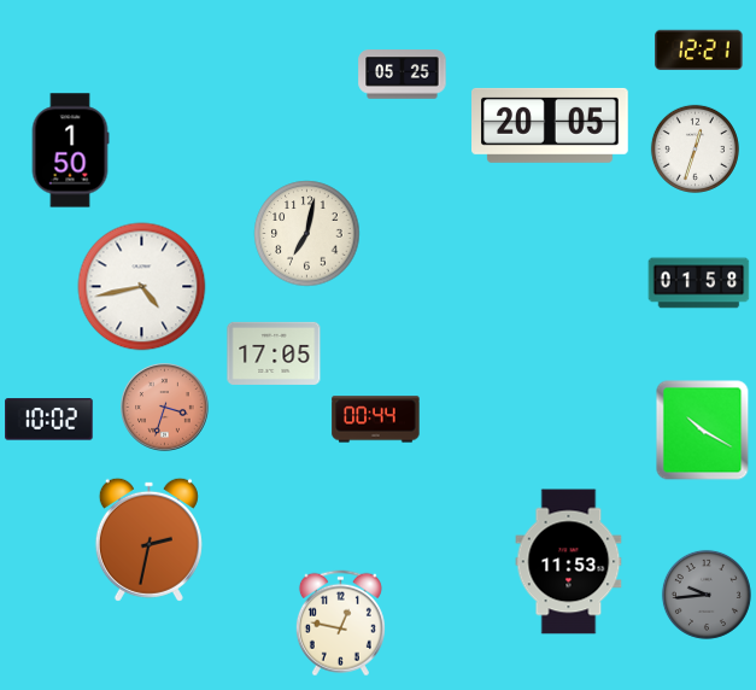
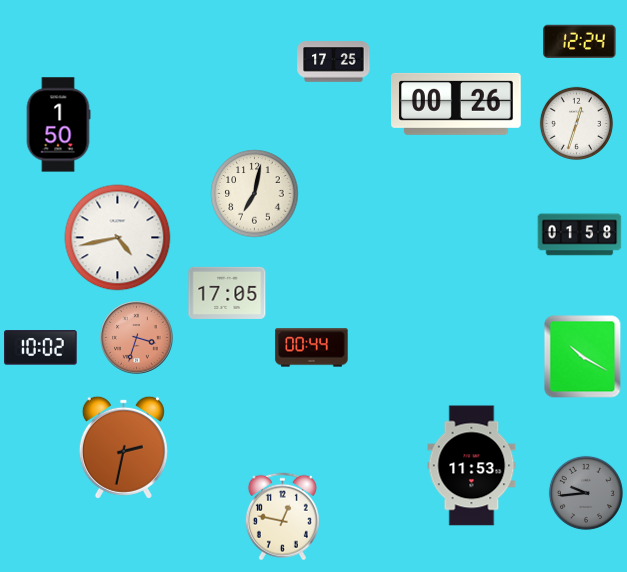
clock at (699, 49): 12:21 -> 12:24
clock at (403, 75): 05:25 -> 17:25
clock at (551, 125): 20:05 -> 00:26
